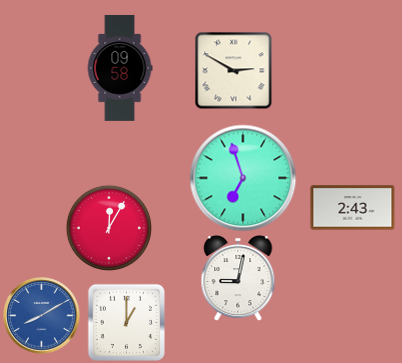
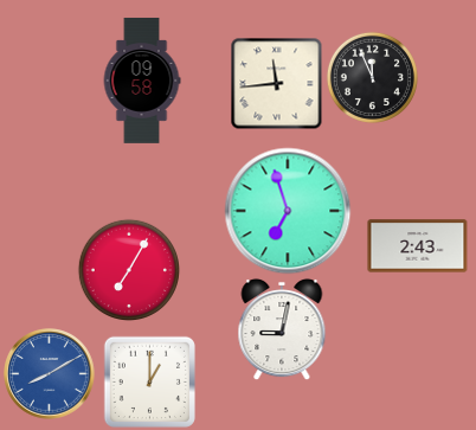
clock at (372, 77): none -> 11:56
clock at (233, 70): 2:50 -> 11:44
clock at (108, 227): 12:05 -> 7:05
